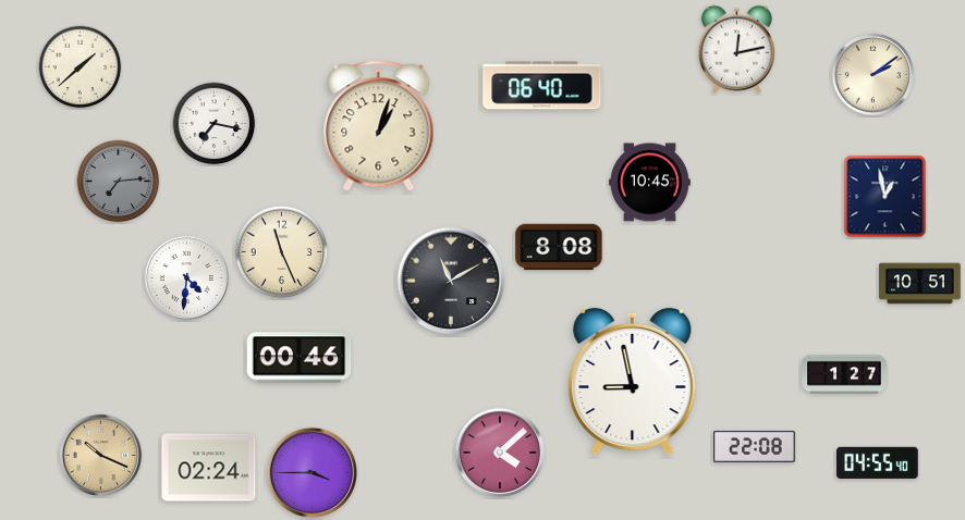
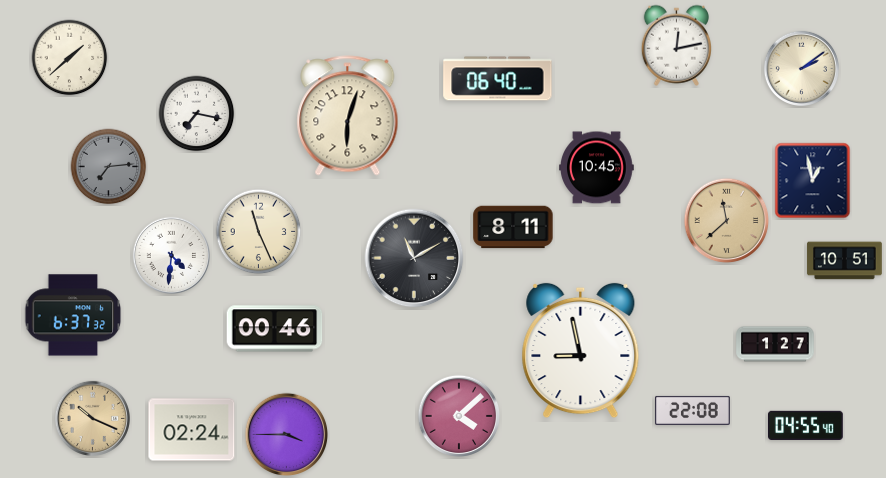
clock at (81, 67) position: (81, 67) -> (70, 58)
clock at (379, 126): 1:03 -> 6:03
clock at (727, 221): none -> 11:38
clock at (559, 247): 8:08 -> 8:11
clock at (73, 315): none -> 6:37
